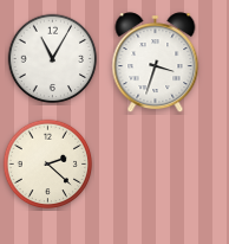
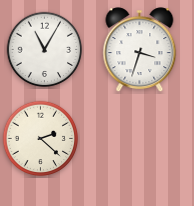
clock at (156, 63) position: (156, 63) -> (140, 50)
